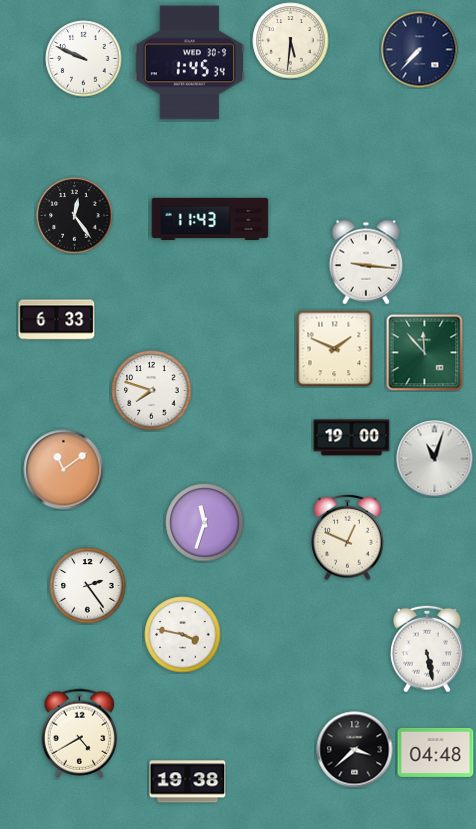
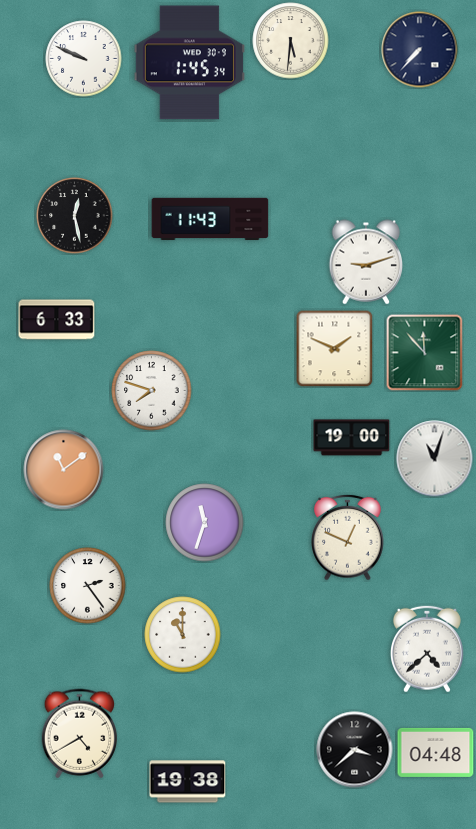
clock at (75, 216): 12:24 -> 12:28
clock at (366, 262): 9:16 -> 9:12
clock at (183, 635): 3:47 -> 11:00
clock at (427, 649): 5:28 -> 4:38
